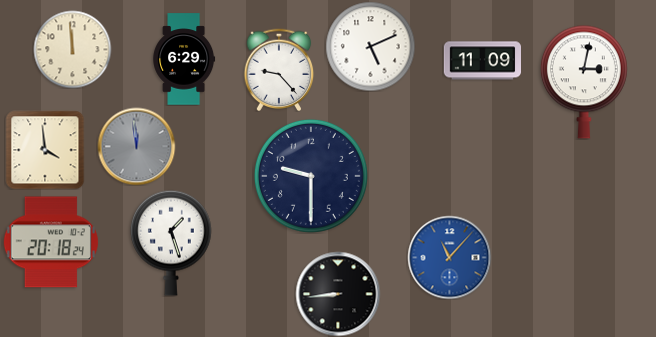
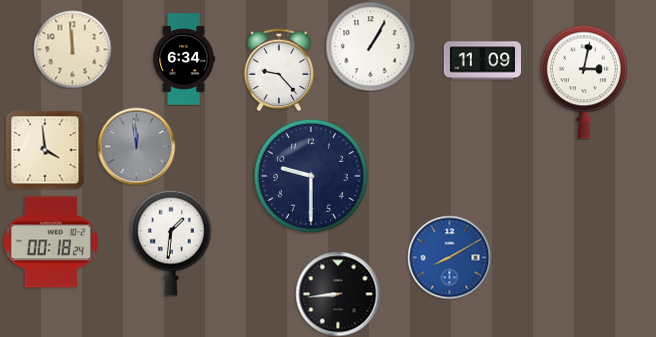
clock at (370, 46): 5:11 -> 1:05
clock at (184, 59): 6:29 -> 6:34
clock at (51, 242): 20:18 -> 00:18
clock at (172, 243): 1:27 -> 1:31
clock at (449, 257): 11:07 -> 8:10
